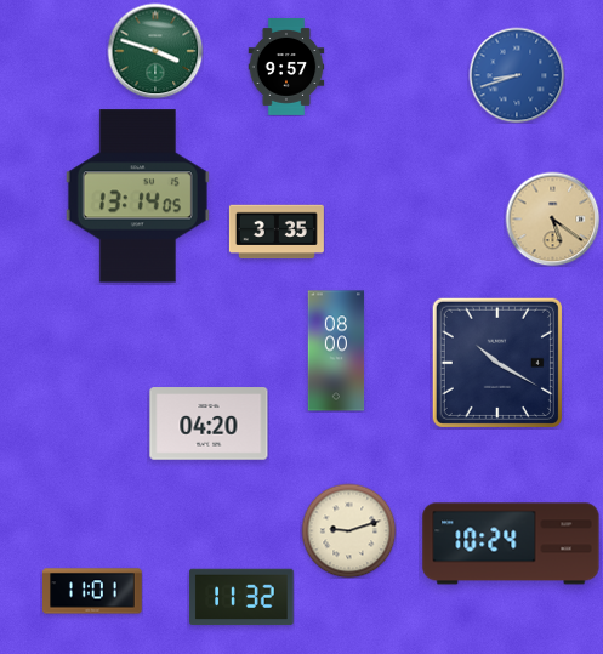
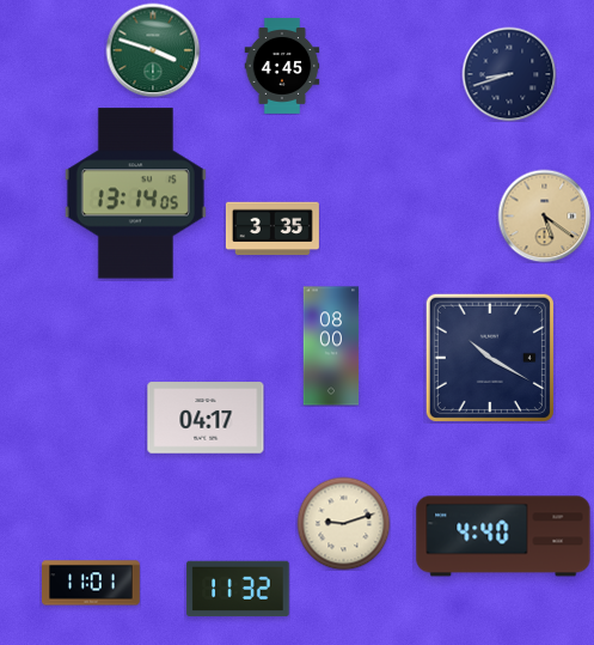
clock at (286, 68): 9:57 -> 4:45
clock at (517, 75) dial: blue -> navy
clock at (209, 423): 04:20 -> 04:17
clock at (511, 544): 10:24 -> 4:40
